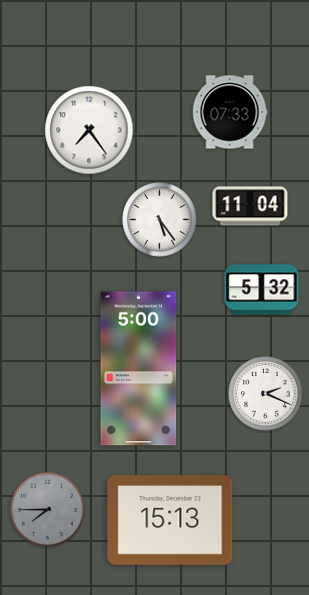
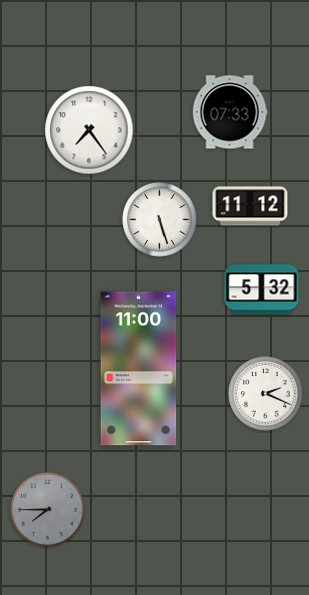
clock at (250, 206): 11:04 -> 11:12
clock at (160, 220): 5:24 -> 5:27
clock at (139, 369): 5:00 -> 11:00
clock at (170, 520): 15:13 -> none
